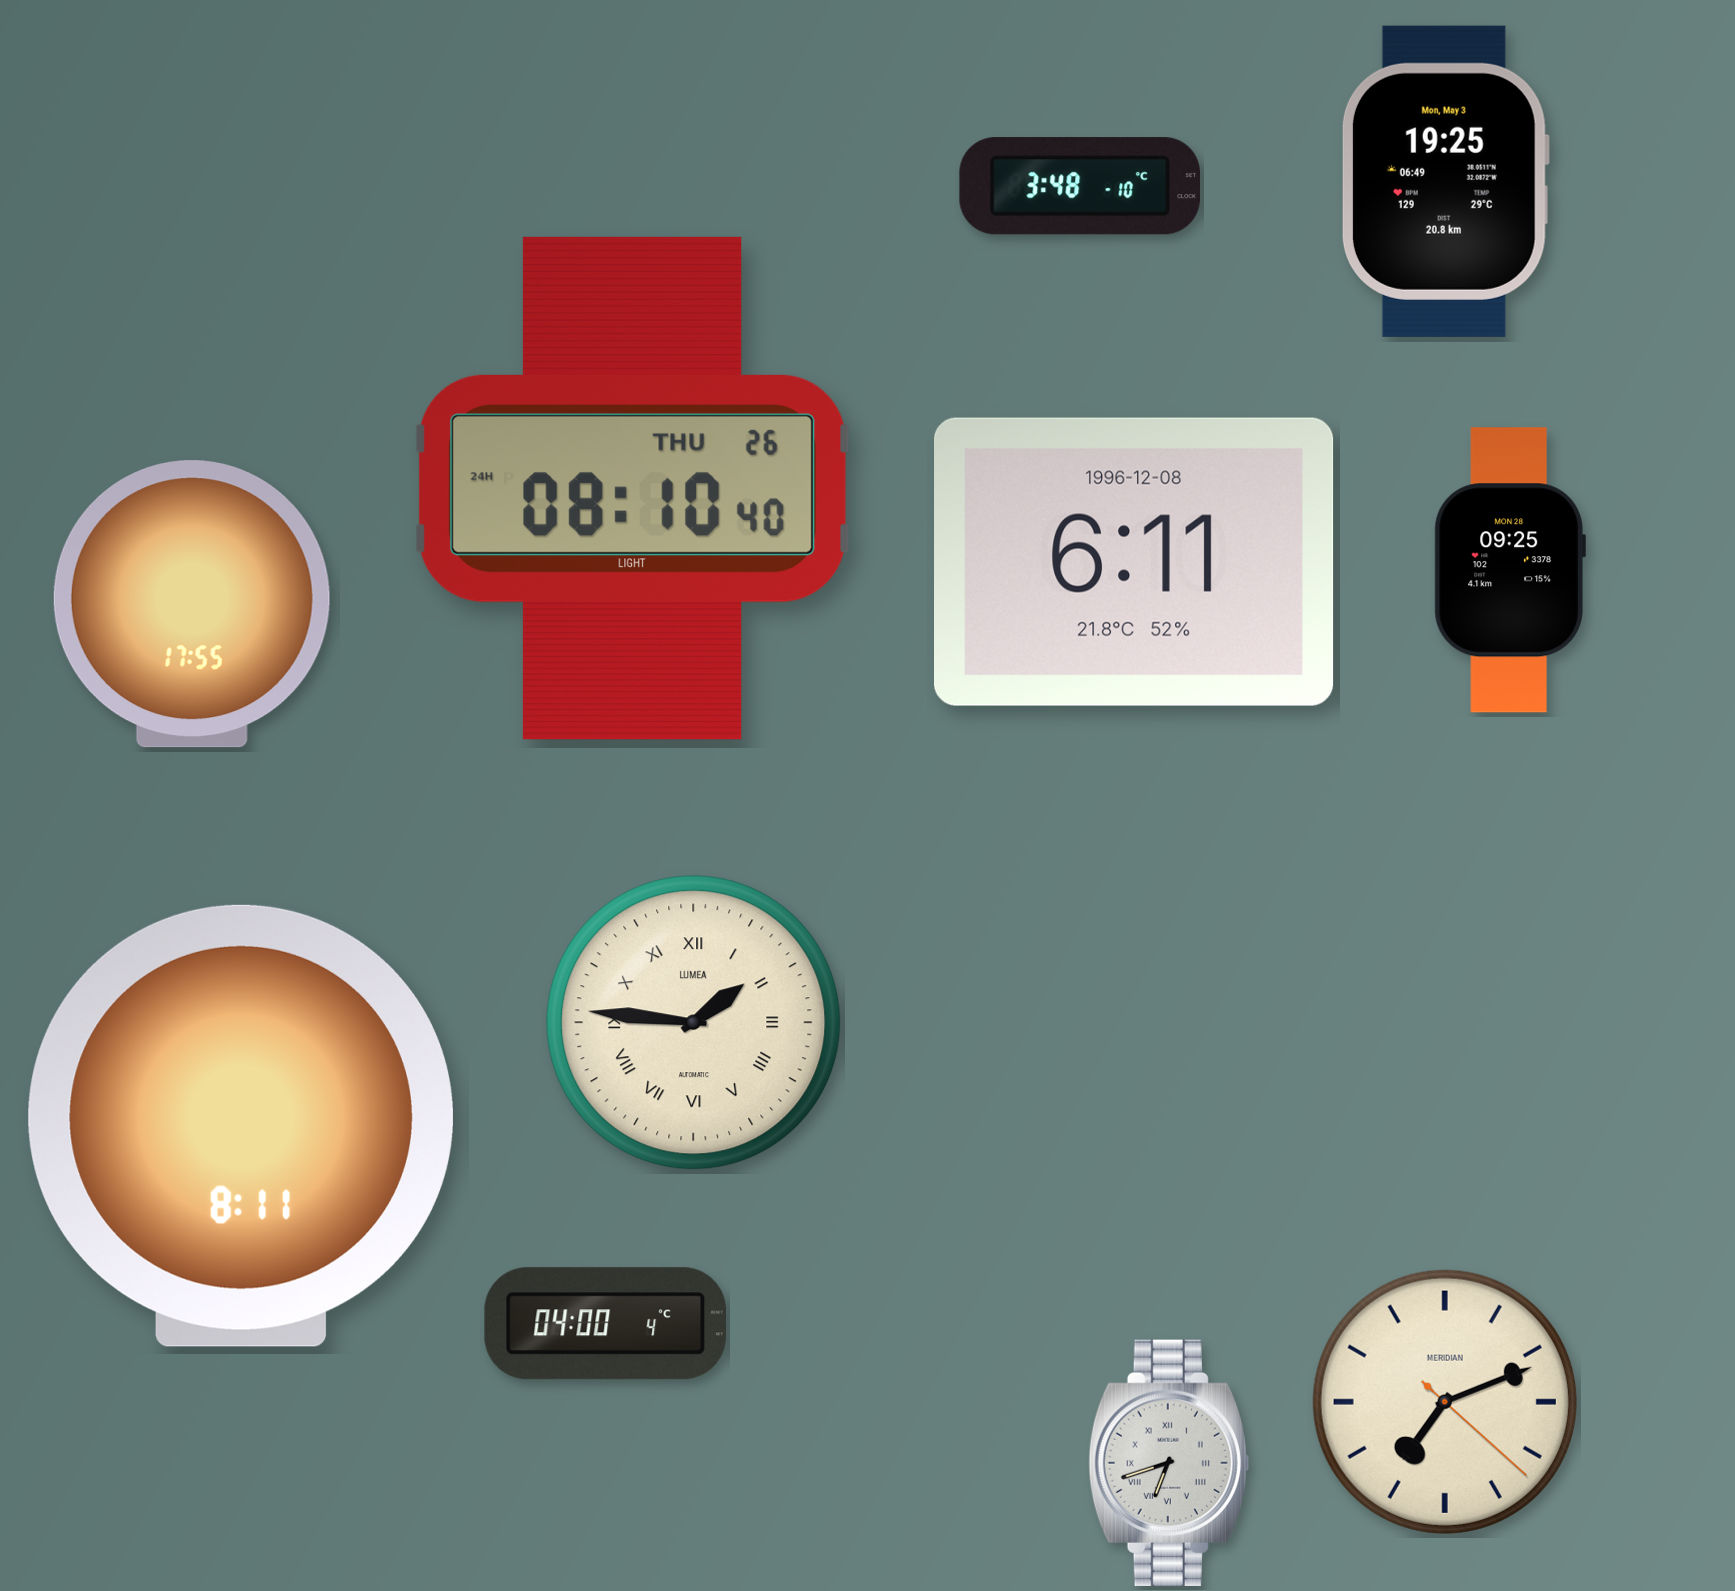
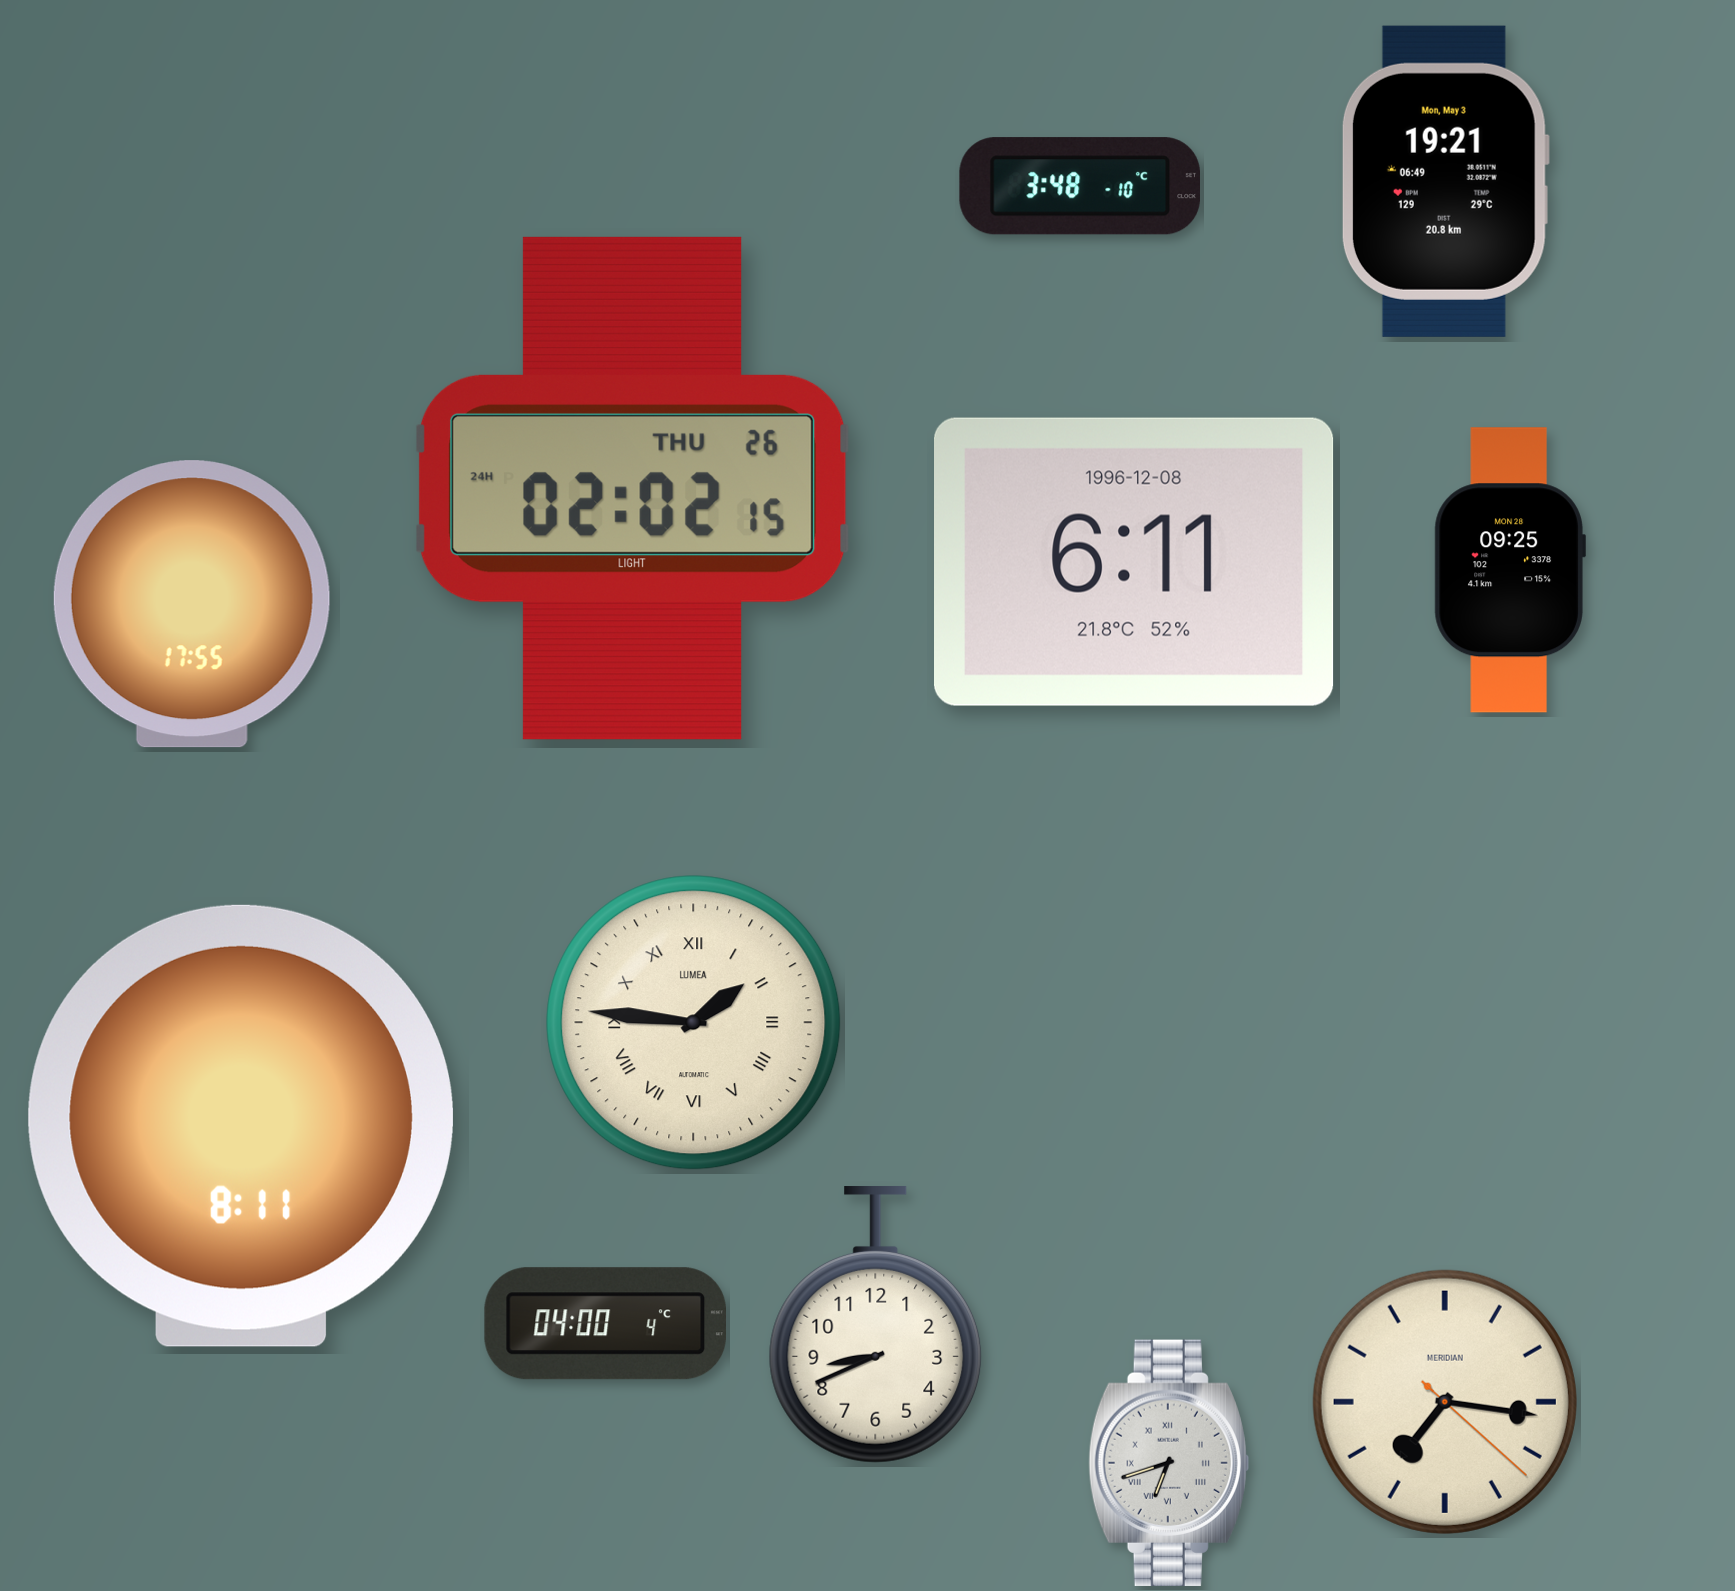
clock at (1445, 181): 19:25 -> 19:21
clock at (632, 488): 08:10 -> 02:02
clock at (876, 1325): none -> 8:41
clock at (1445, 1402): 7:11 -> 7:16
